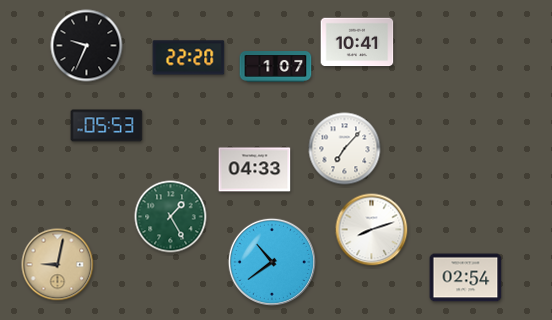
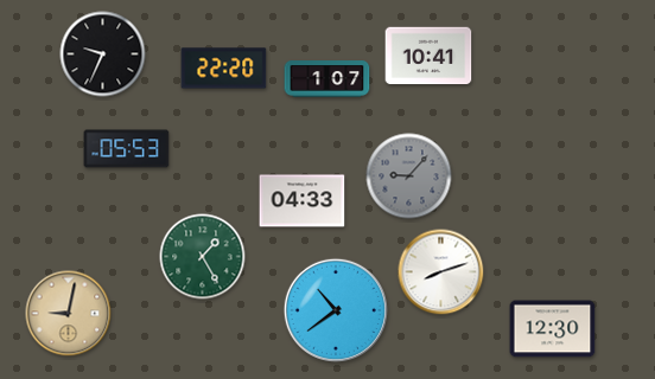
clock at (357, 42) position: (357, 42) -> (428, 56)
clock at (345, 149): 7:07 -> 9:07
clock at (345, 149) dial: white -> grey
clock at (272, 262) position: (272, 262) -> (336, 310)
clock at (466, 278): 02:54 -> 12:30
